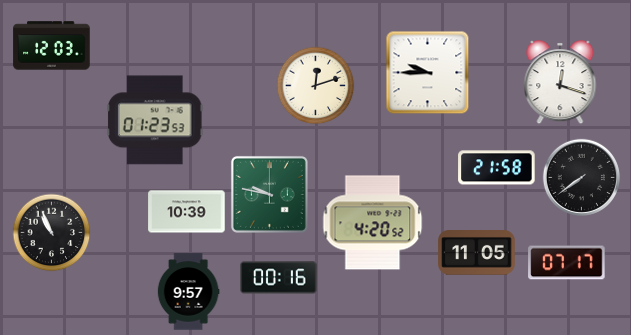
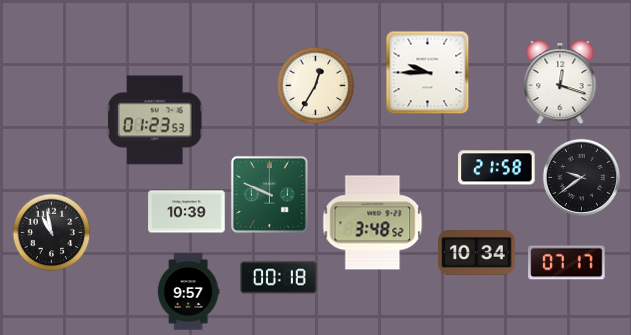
clock at (52, 46): 12:03 -> none
clock at (315, 85): 12:12 -> 12:35
clock at (581, 177): 7:39 -> 9:39
clock at (269, 194): 9:47 -> 9:49
clock at (373, 223): 4:20 -> 3:48
clock at (51, 232): 10:56 -> 10:58
clock at (477, 253): 11:05 -> 10:34
clock at (279, 278): 00:16 -> 00:18
